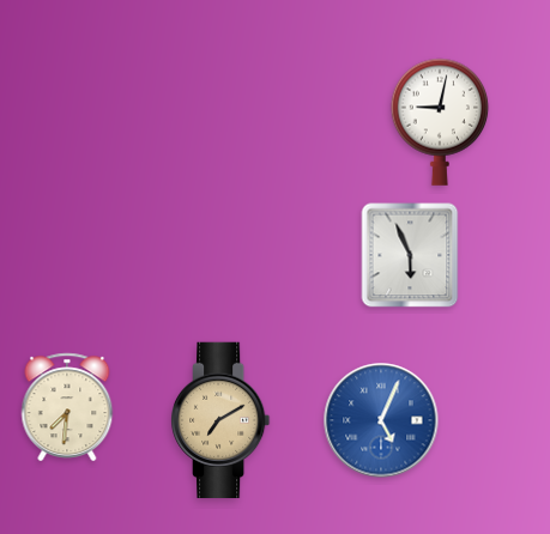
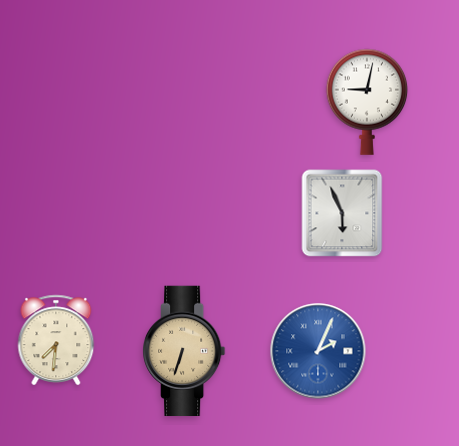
clock at (222, 420): 7:10 -> 6:33
clock at (381, 420): 5:04 -> 2:04
